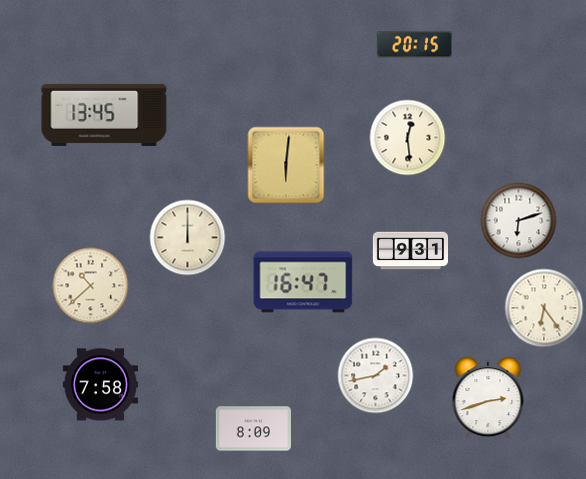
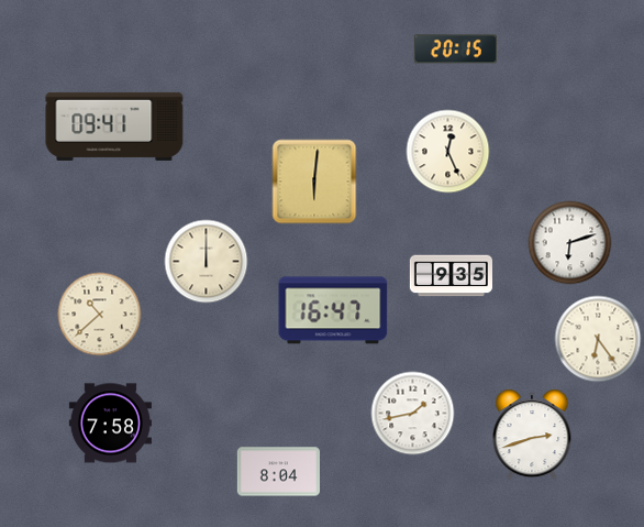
clock at (104, 115): 13:45 -> 09:41
clock at (408, 138): 12:29 -> 12:26
clock at (410, 251): 9:31 -> 9:35
clock at (488, 398) position: (488, 398) -> (532, 435)
clock at (253, 429): 8:09 -> 8:04
